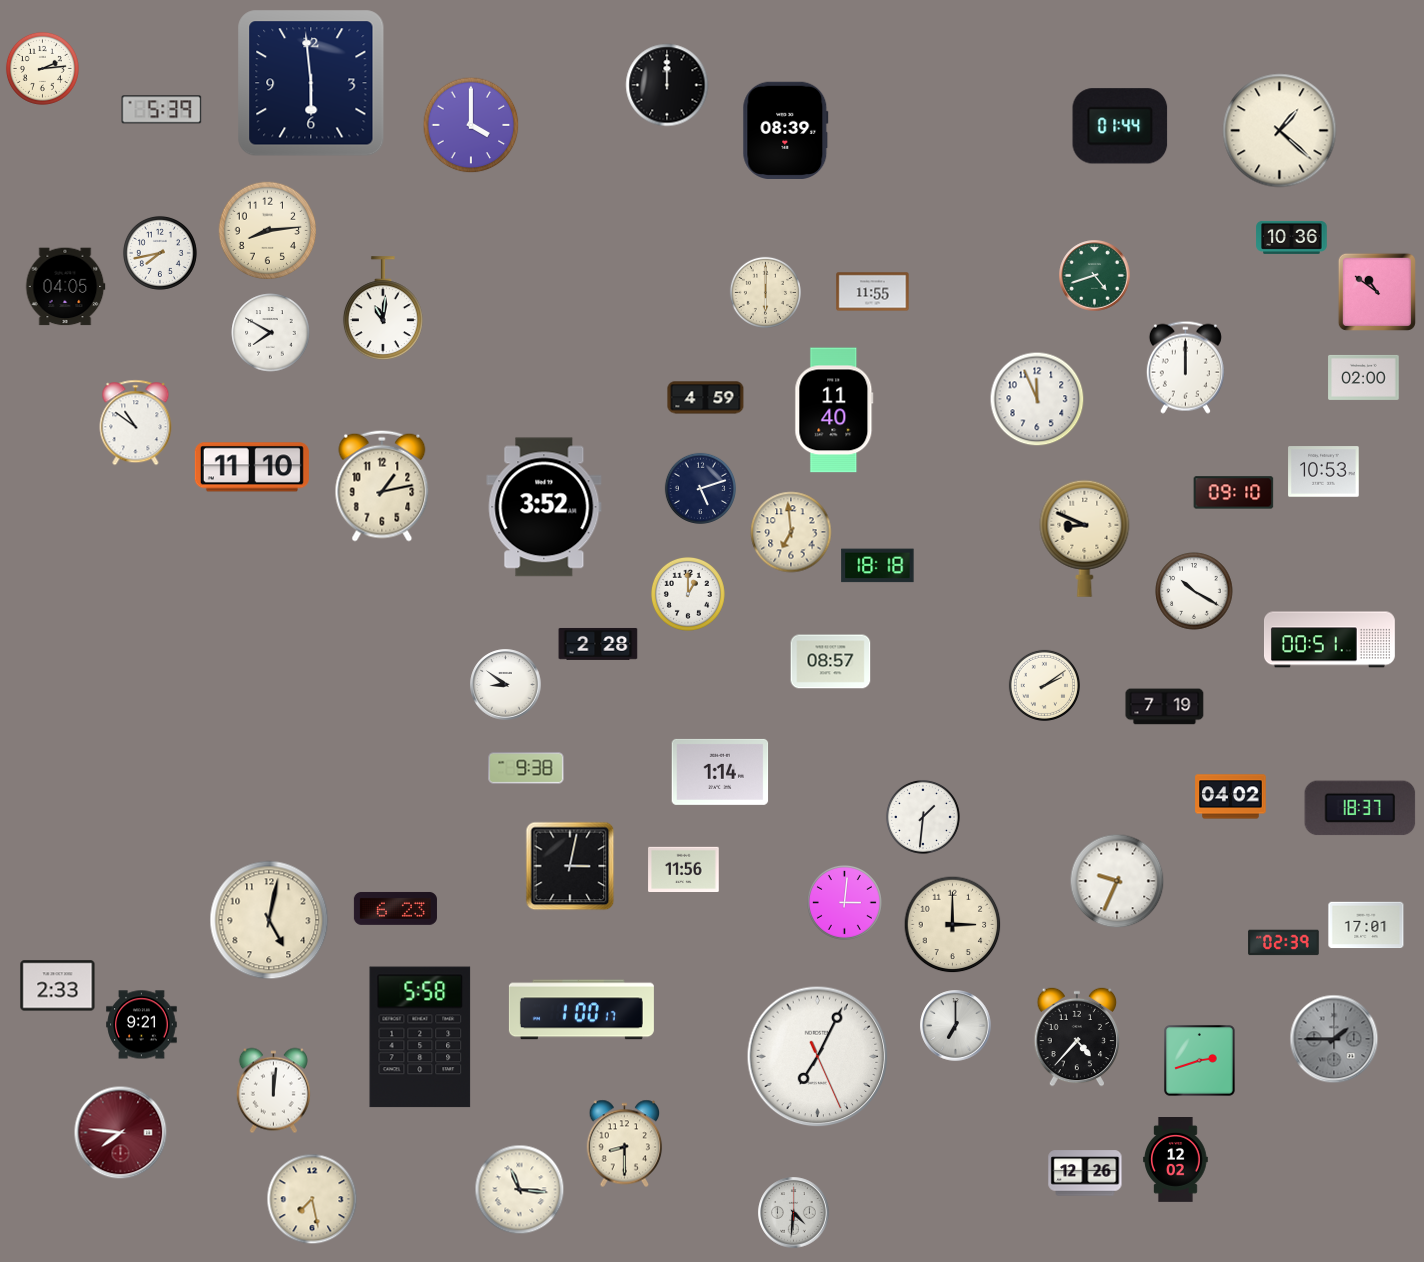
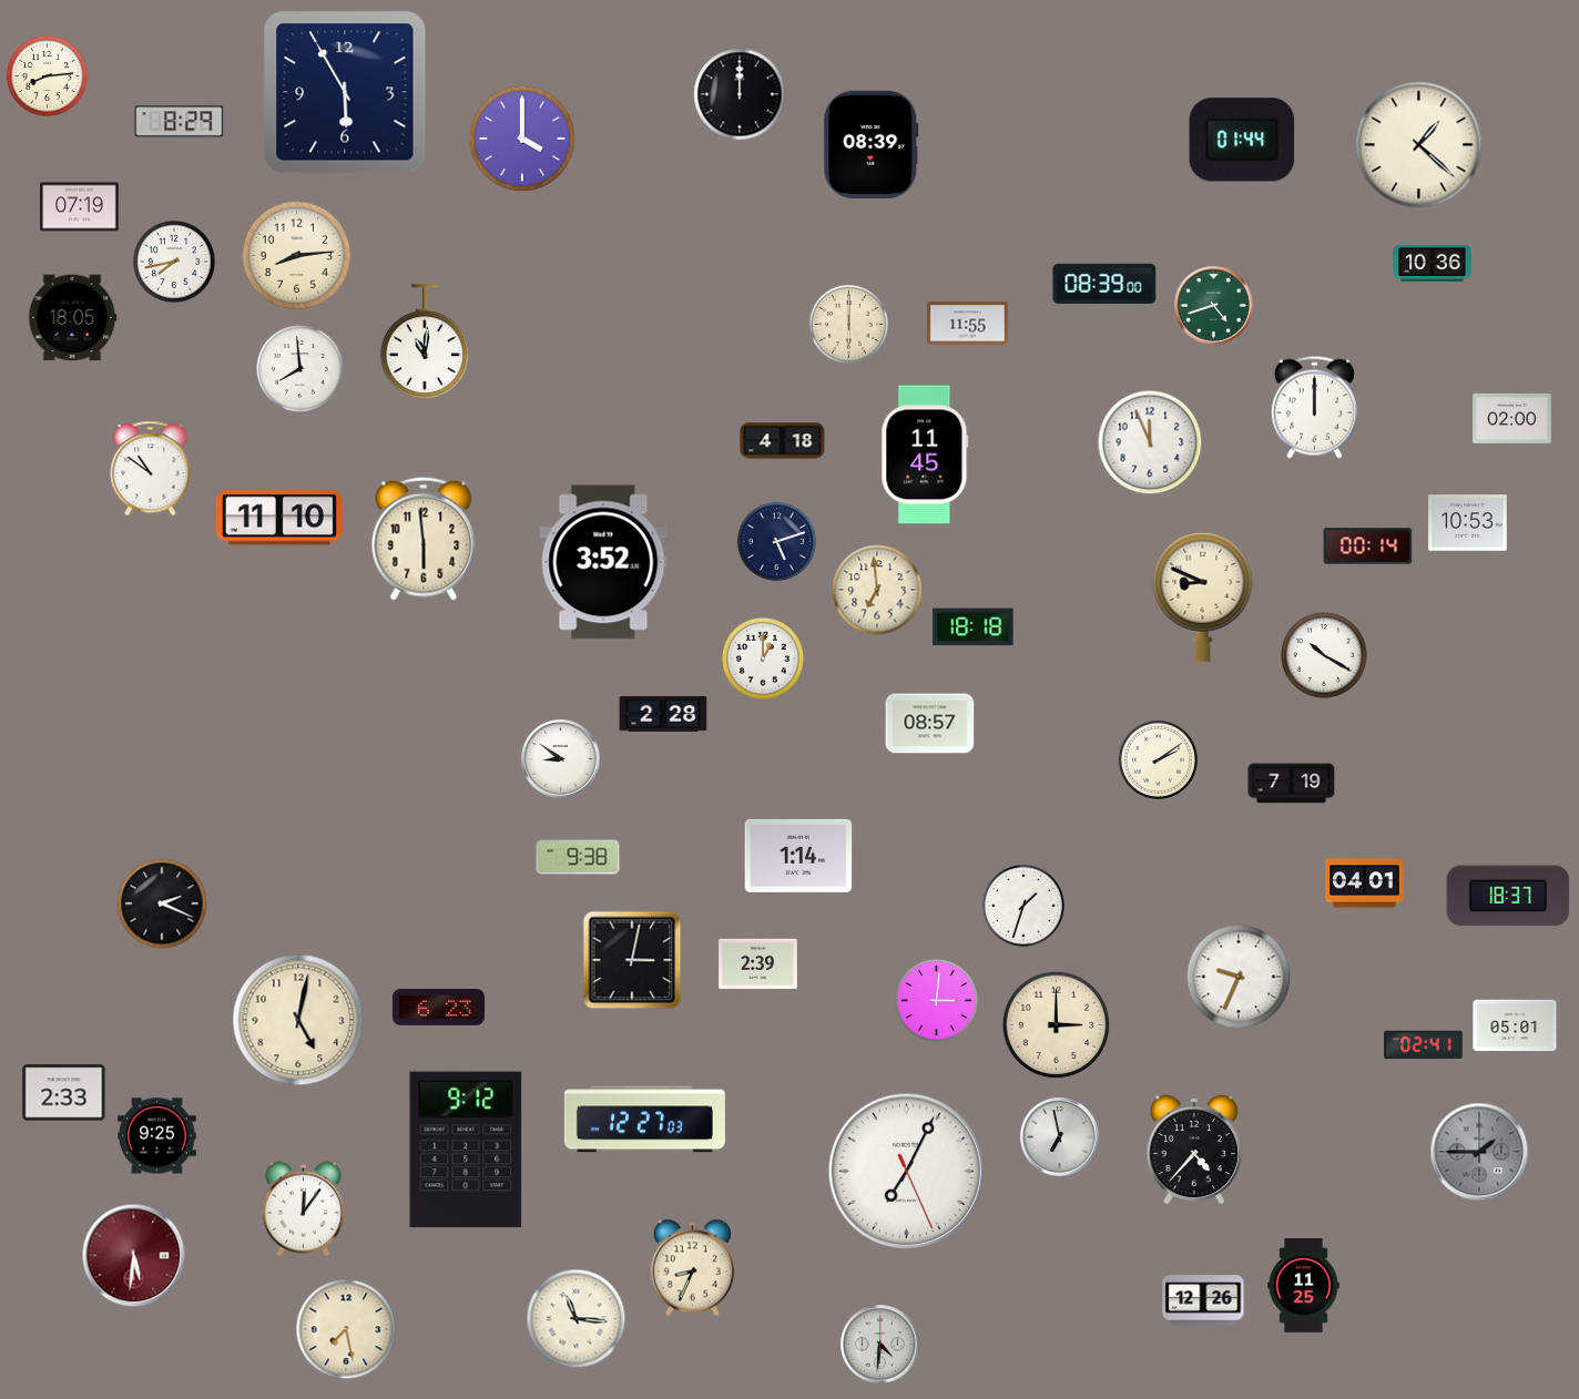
clock at (42, 68): 2:14 -> 8:14
clock at (311, 83): 5:59 -> 5:55
clock at (162, 110): 5:39 -> 8:29
clock at (80, 207): none -> 07:19
clock at (160, 253) position: (160, 253) -> (174, 262)
clock at (1104, 284): none -> 08:39
clock at (65, 287): 04:05 -> 18:05
clock at (1377, 292): 10:51 -> none
clock at (271, 333): 7:50 -> 7:59
clock at (706, 398): 4:59 -> 4:18
clock at (834, 410): 11:40 -> 11:45
clock at (382, 486): 1:13 -> 5:59
clock at (1234, 493): 09:10 -> 00:14
clock at (1330, 640): 00:51 -> none
clock at (831, 662) position: (831, 662) -> (930, 724)
clock at (526, 768) position: (526, 768) -> (578, 857)
clock at (1231, 797): 04:02 -> 04:01
clock at (162, 903): none -> 2:19
clock at (923, 817): 1:31 -> 1:33
clock at (684, 869): 11:56 -> 2:39
clock at (1366, 925): 17:01 -> 05:01
clock at (1284, 943): 02:39 -> 02:41
clock at (581, 1010): 1:00 -> 12:27
clock at (142, 1025): 9:21 -> 9:25
clock at (956, 1026): 7:00 -> 6:58
clock at (420, 1037): 5:58 -> 9:12
clock at (1200, 1061): 2:42 -> none
clock at (273, 1091): 12:01 -> 12:06
clock at (121, 1133): 7:46 -> 5:31
clock at (625, 1144): 8:30 -> 8:34
clock at (1176, 1160): 12:02 -> 11:25
